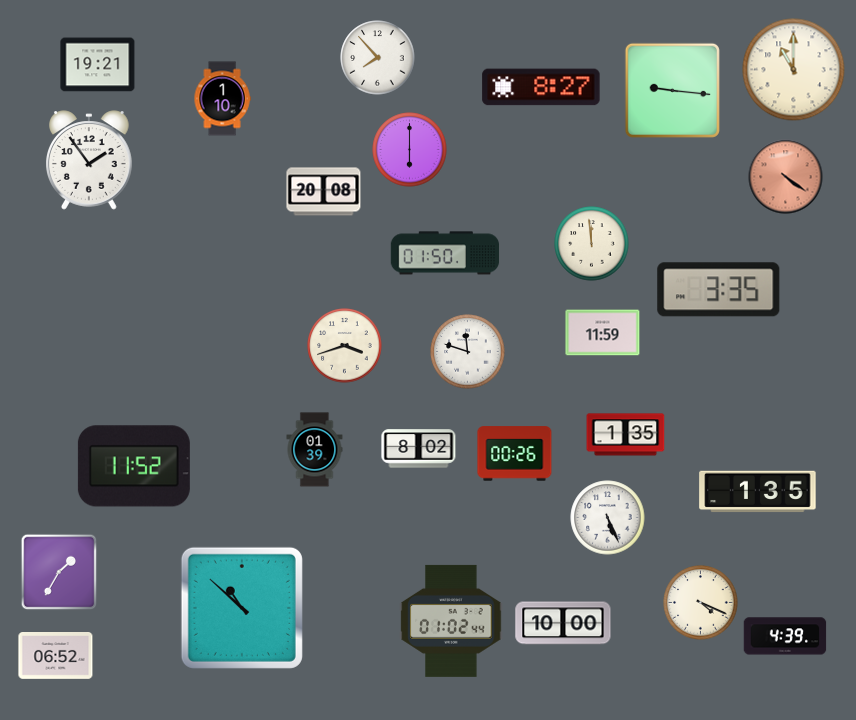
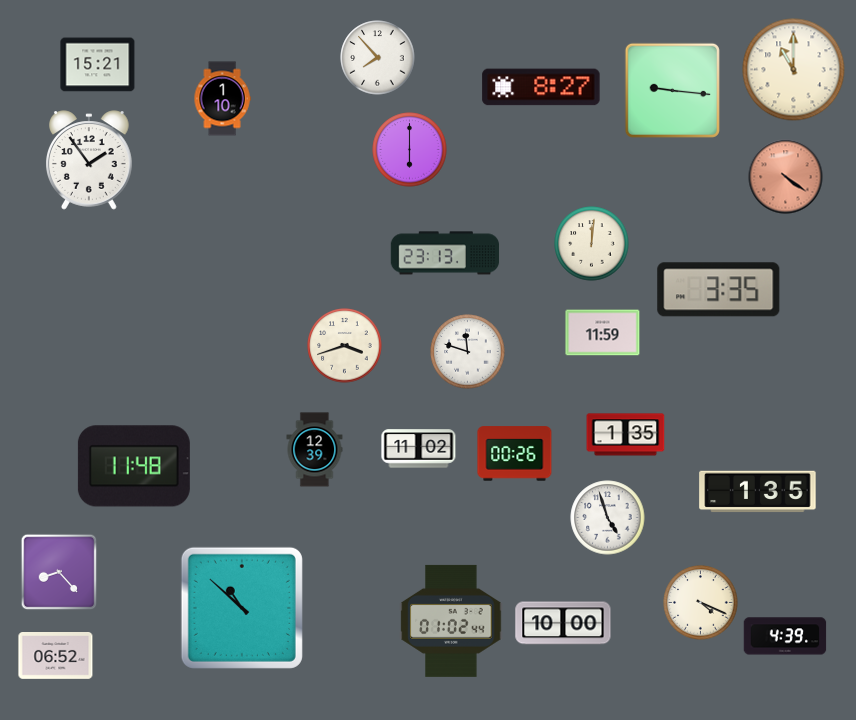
clock at (98, 65): 19:21 -> 15:21
clock at (324, 192): 20:08 -> none
clock at (592, 244): 11:59 -> 12:01
clock at (445, 253): 01:50 -> 23:13
clock at (419, 449): 8:02 -> 11:02
clock at (315, 450): 01:39 -> 12:39
clock at (134, 466): 11:52 -> 11:48
clock at (608, 518): 5:26 -> 4:57
clock at (59, 572): 1:35 -> 8:23
